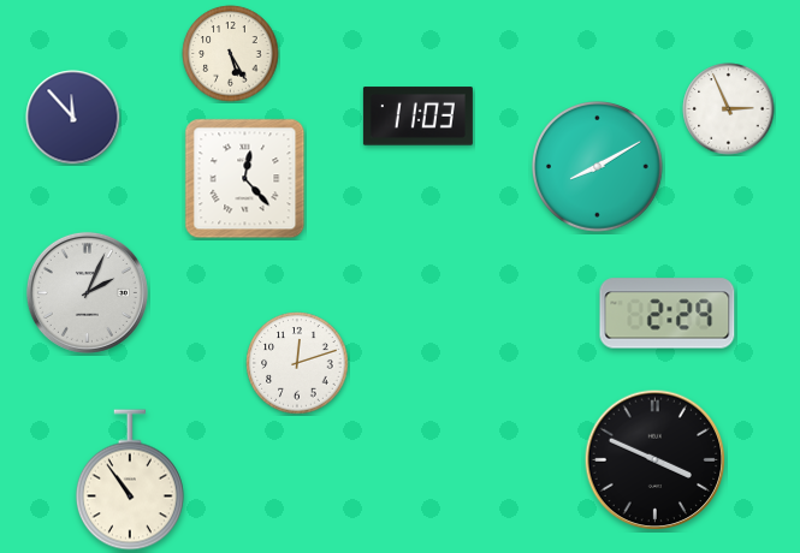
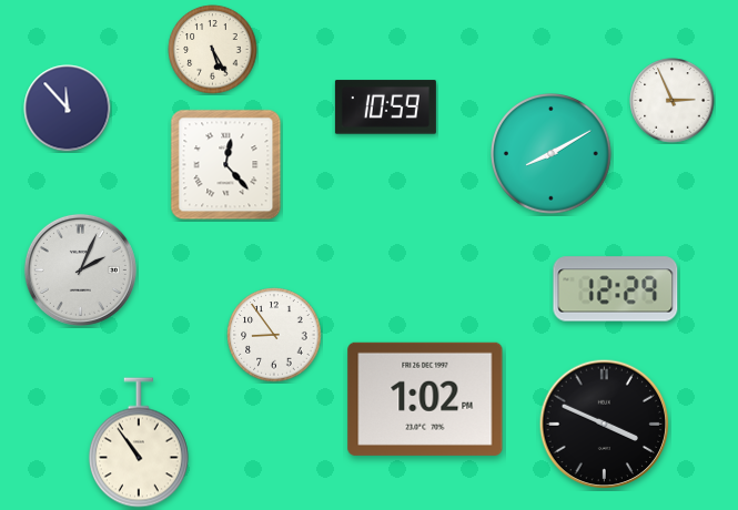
clock at (417, 117): 11:03 -> 10:59
clock at (668, 314): 2:29 -> 12:29
clock at (297, 363): 12:12 -> 8:54
clock at (425, 399): none -> 1:02
clock at (130, 480) position: (130, 480) -> (139, 442)
